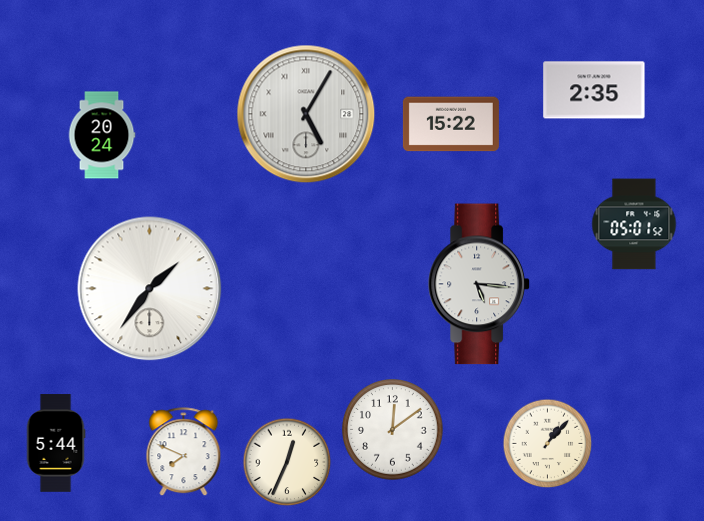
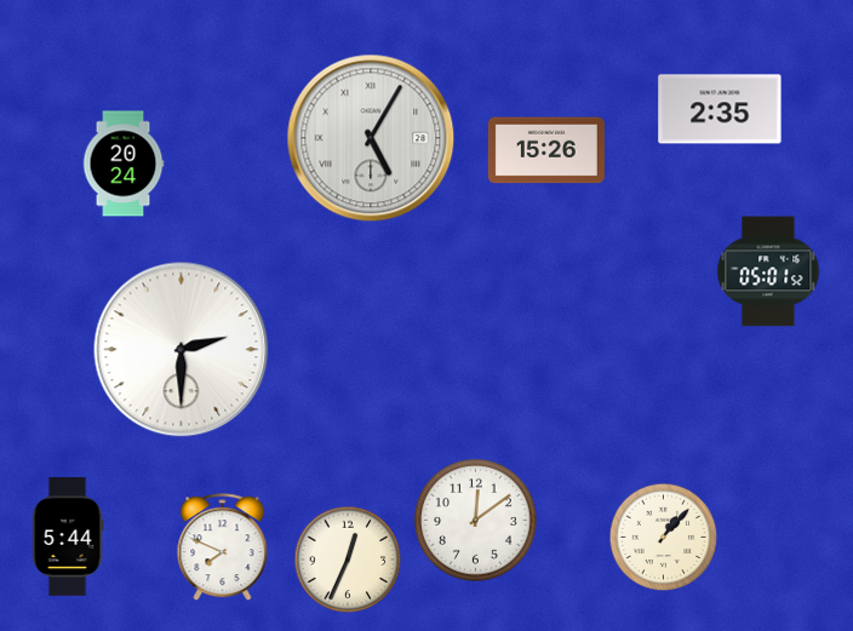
clock at (451, 124): 15:22 -> 15:26
clock at (479, 284): 5:16 -> none
clock at (150, 289): 1:36 -> 2:30
